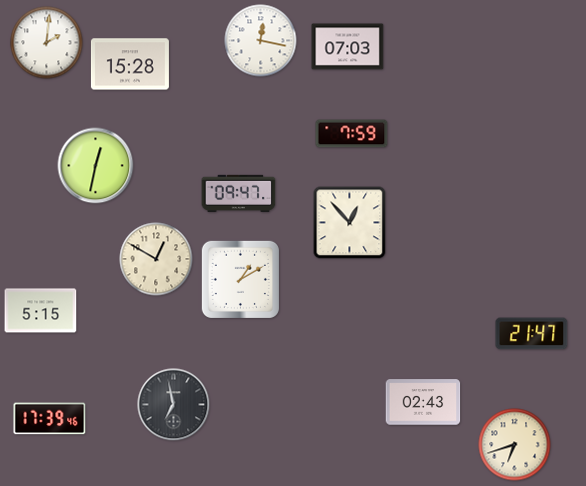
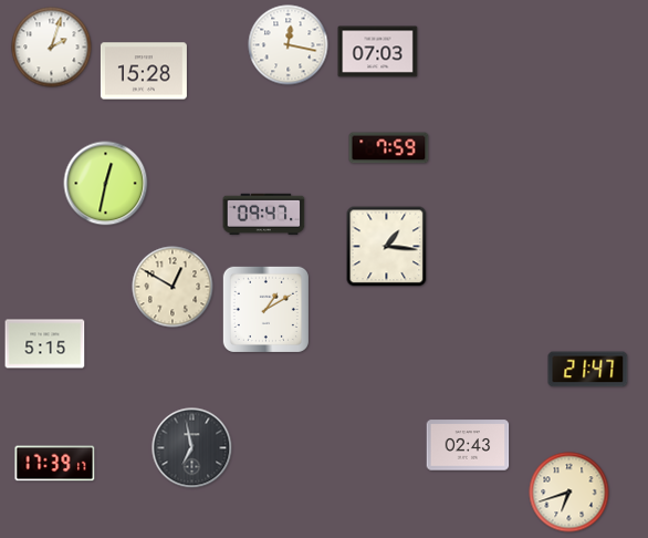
clock at (47, 43): 2:01 -> 2:03
clock at (348, 47) position: (348, 47) -> (378, 52)
clock at (350, 223): 12:53 -> 1:16
clock at (50, 419): 17:39:46 -> 17:39:17
